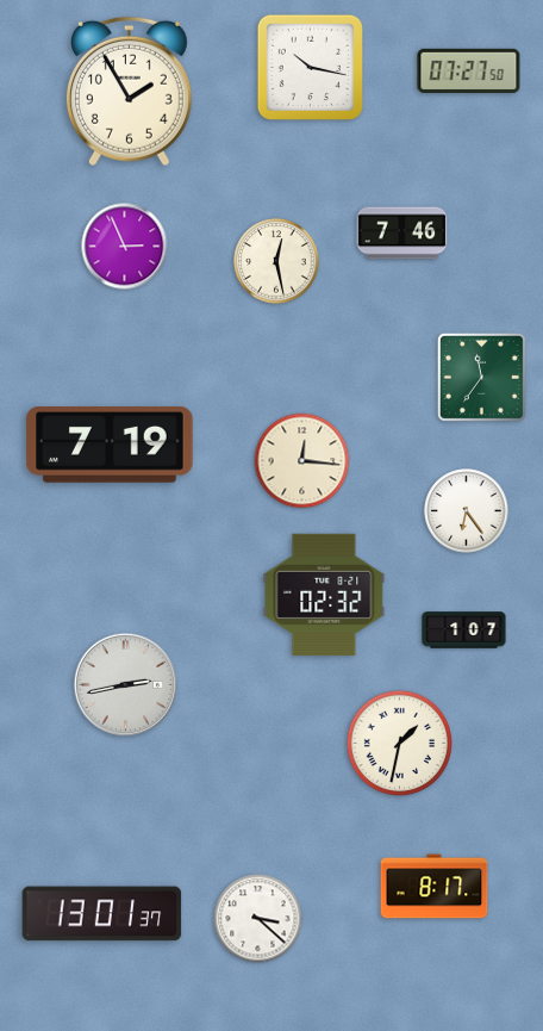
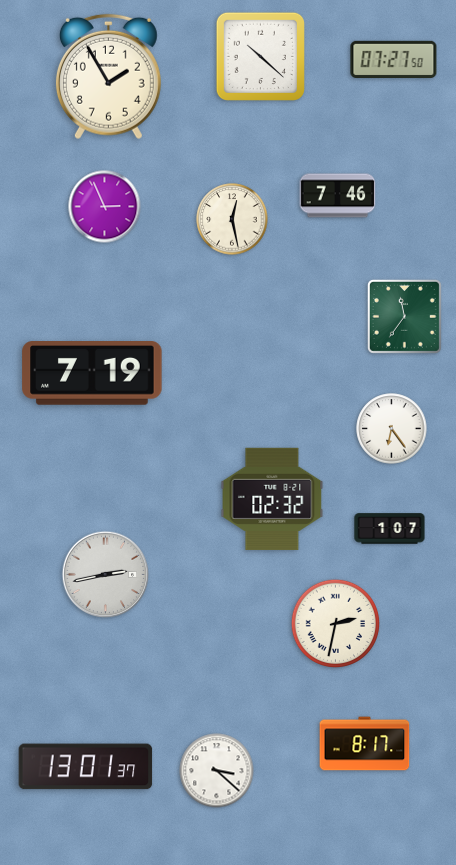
clock at (310, 67): 10:17 -> 10:22
clock at (302, 461): 12:16 -> none
clock at (400, 744): 1:32 -> 2:32
